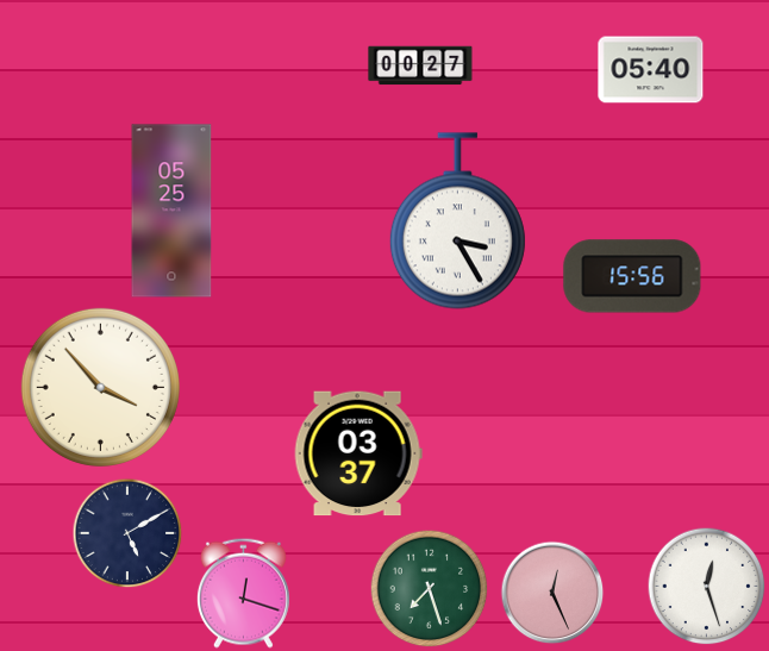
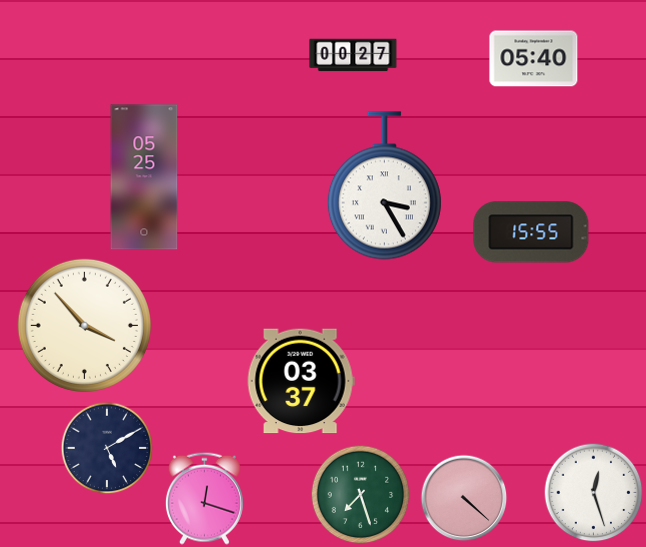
clock at (651, 70) position: (651, 70) -> (534, 59)
clock at (632, 276): 15:56 -> 15:55
clock at (552, 593): 12:26 -> 4:22
